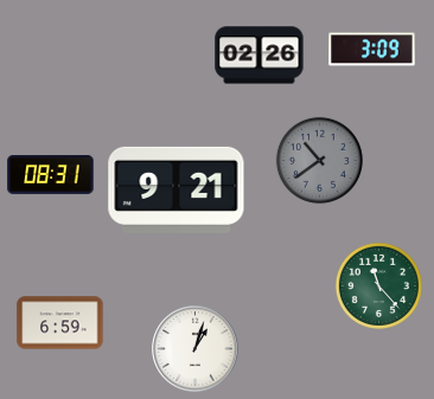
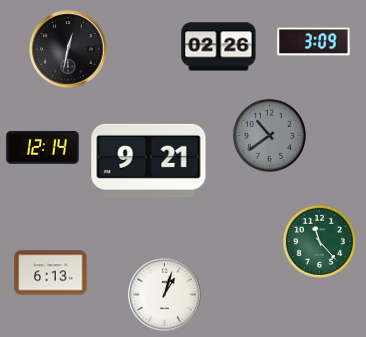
clock at (68, 49): none -> 12:32
clock at (51, 174): 08:31 -> 12:14
clock at (60, 323): 6:59 -> 6:13
